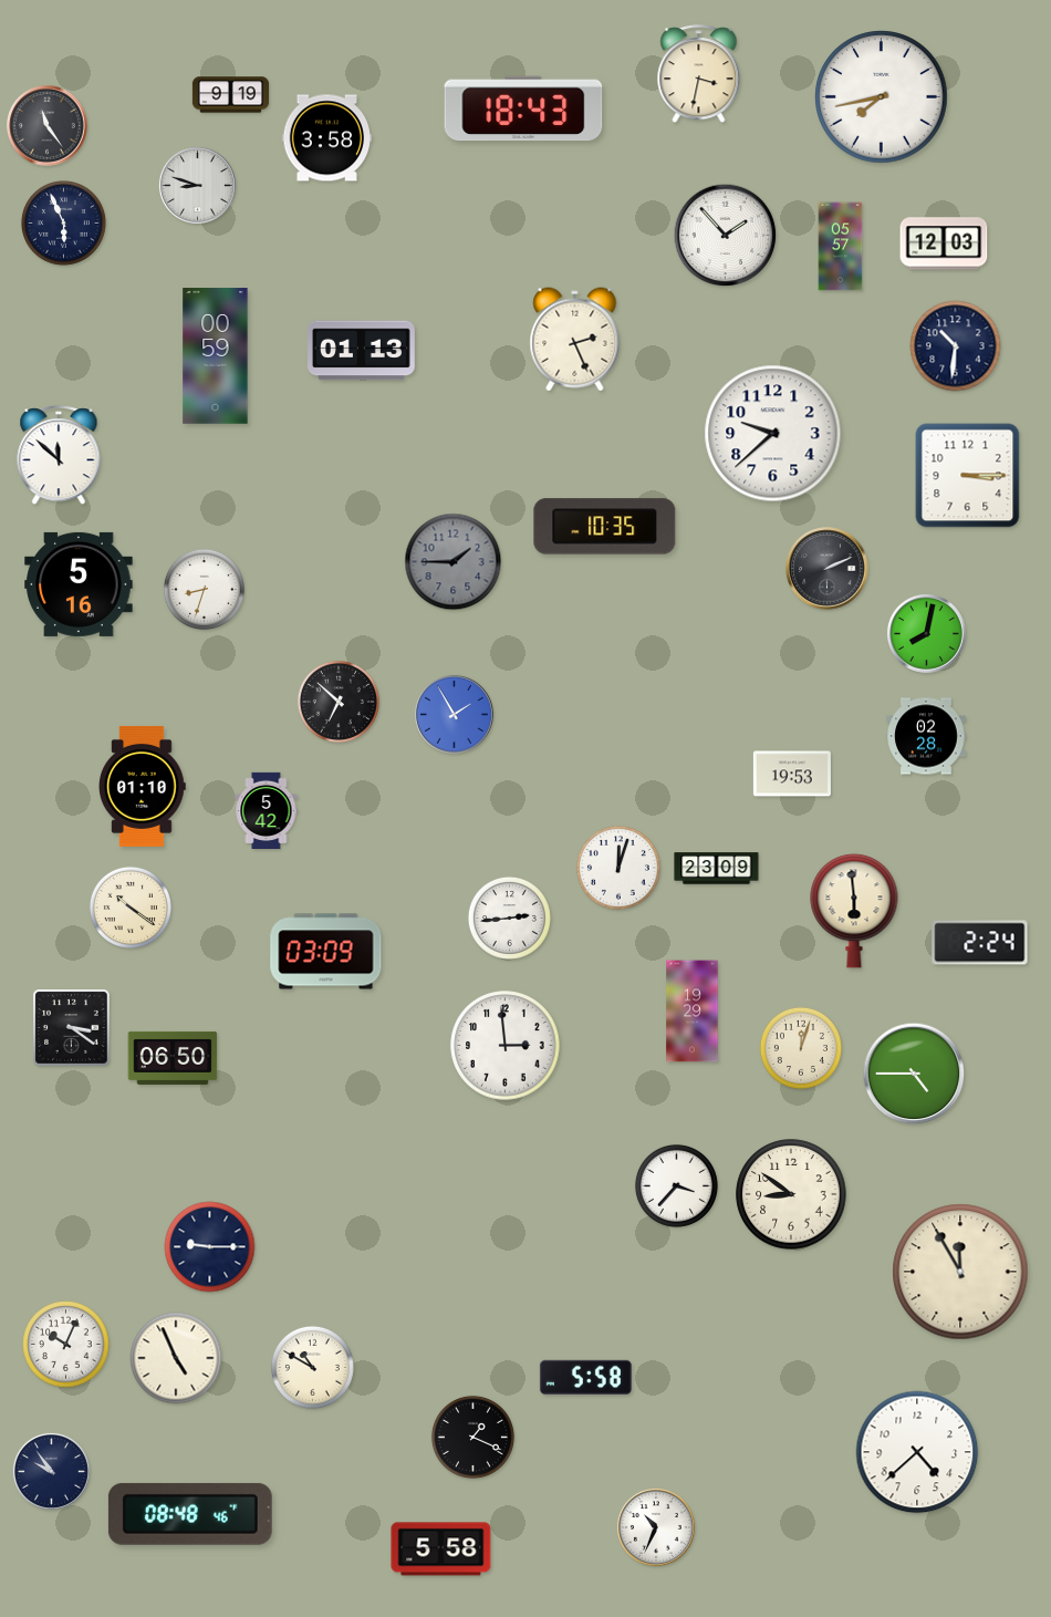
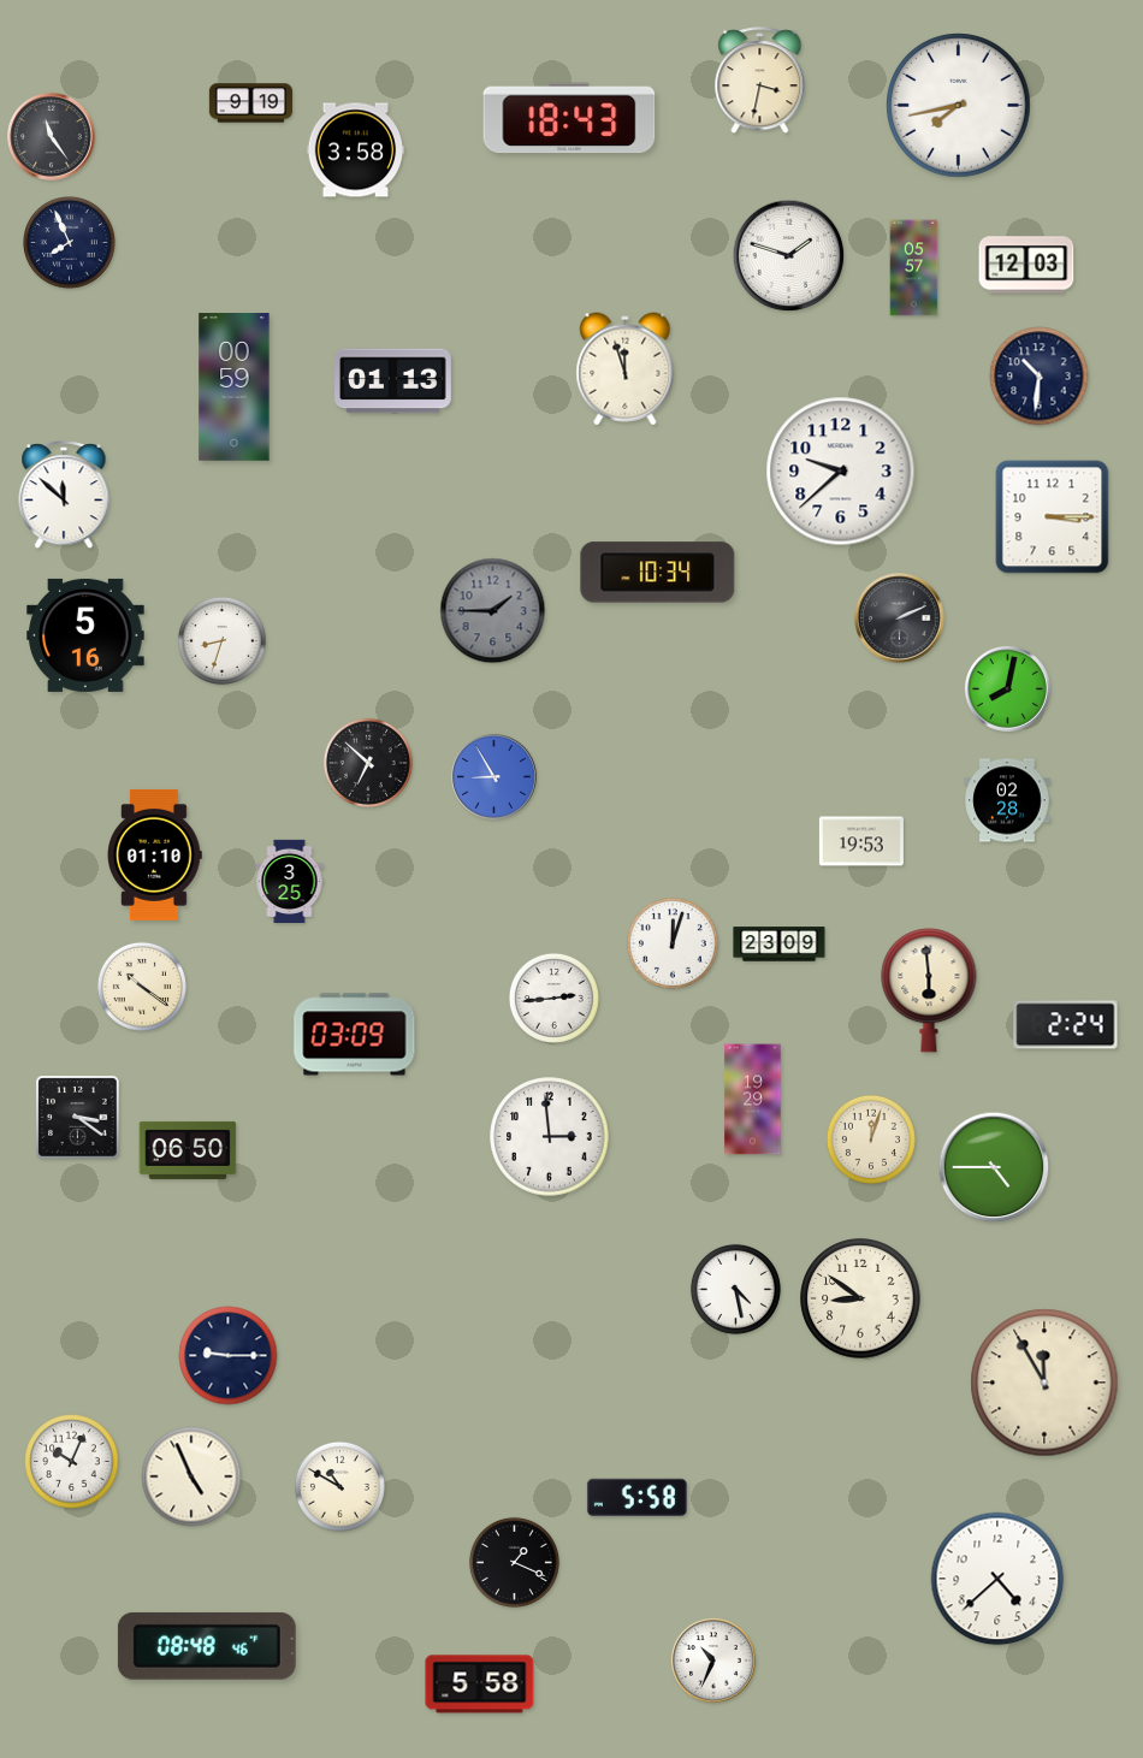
clock at (197, 185): 8:48 -> none
clock at (64, 224): 5:56 -> 7:56
clock at (726, 236): 1:53 -> 1:48
clock at (575, 340): 2:26 -> 11:57
clock at (605, 527): 10:35 -> 10:34
clock at (455, 715): 1:55 -> 8:55
clock at (267, 810): 5:42 -> 3:25
clock at (676, 1185): 3:37 -> 4:28
clock at (51, 1471): 9:54 -> none
